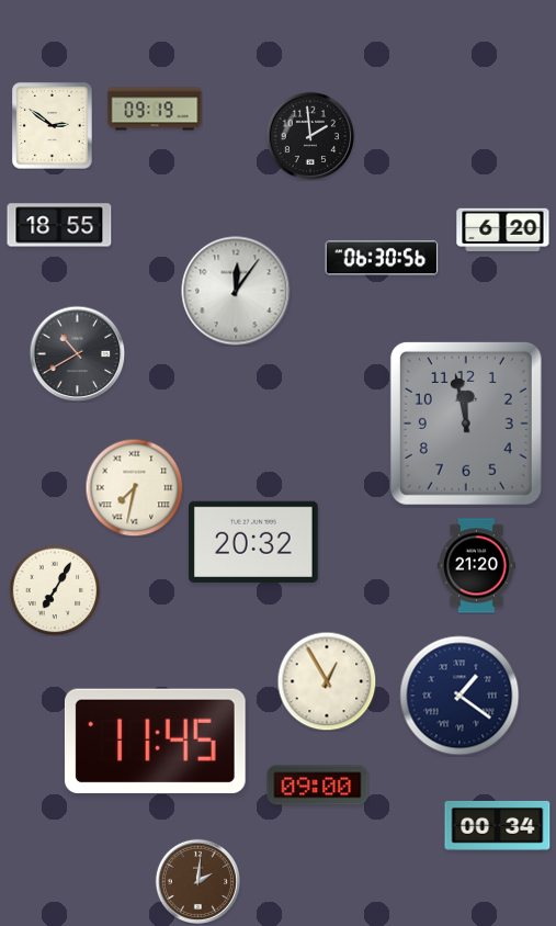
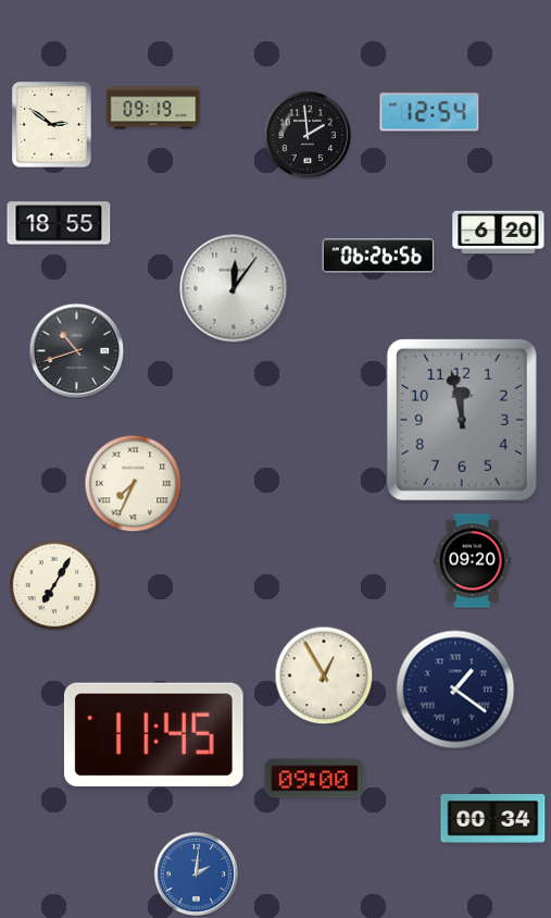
clock at (429, 112): none -> 12:54
clock at (503, 229) position: (503, 229) -> (499, 232)
clock at (382, 258): 06:30 -> 06:26
clock at (77, 353): 10:40 -> 10:42
clock at (134, 487): 7:32 -> 7:34
clock at (253, 542): 20:32 -> none
clock at (477, 566): 21:20 -> 09:20
clock at (197, 881) dial: brown -> blue
